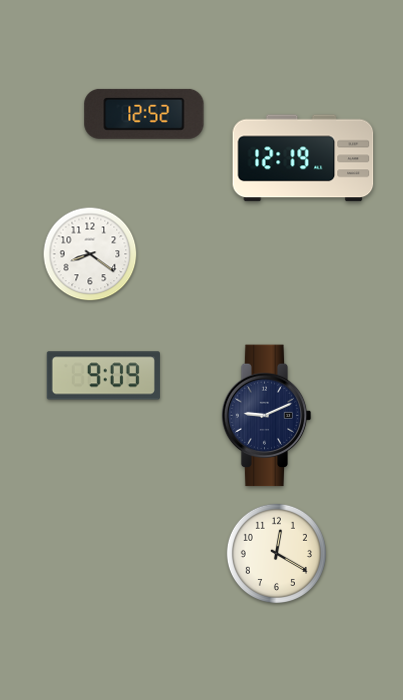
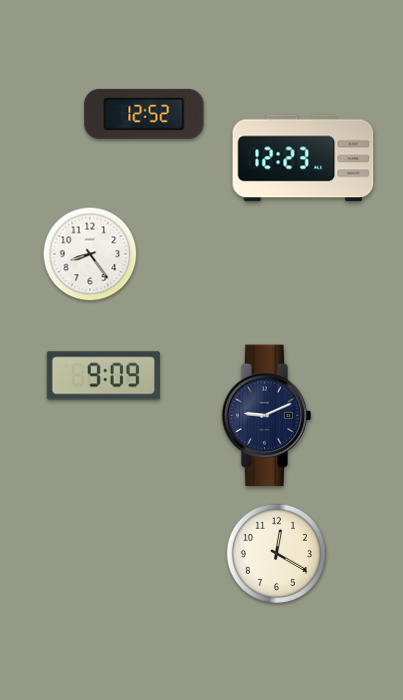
clock at (303, 158): 12:19 -> 12:23
clock at (90, 254): 8:21 -> 8:24
